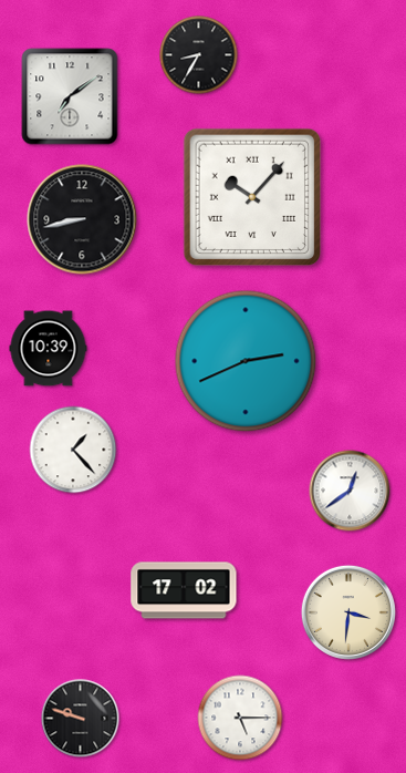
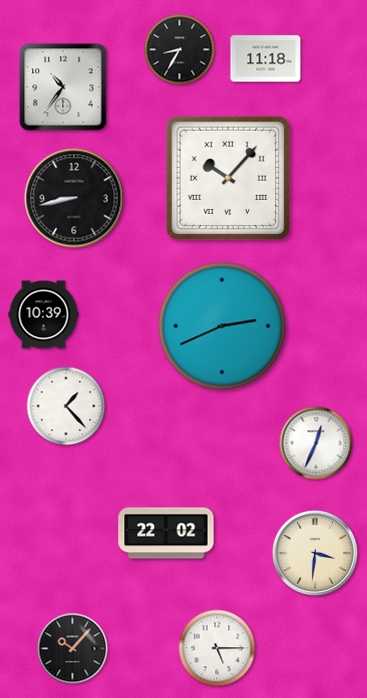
clock at (266, 59): none -> 11:18
clock at (70, 96): 7:09 -> 10:36
clock at (350, 491): 12:39 -> 12:34
clock at (184, 590): 17:02 -> 22:02
clock at (81, 719): 9:48 -> 10:07
